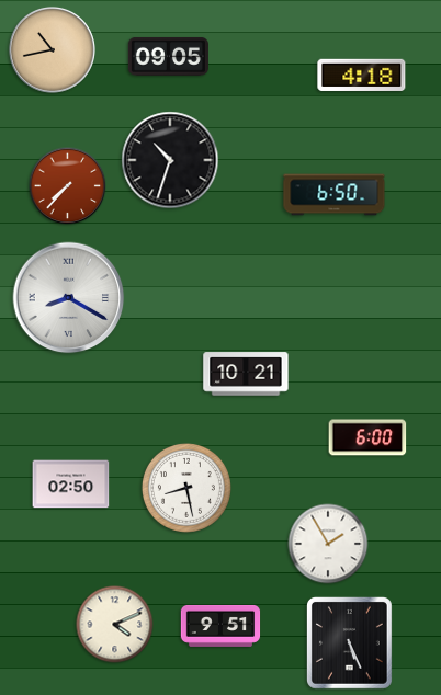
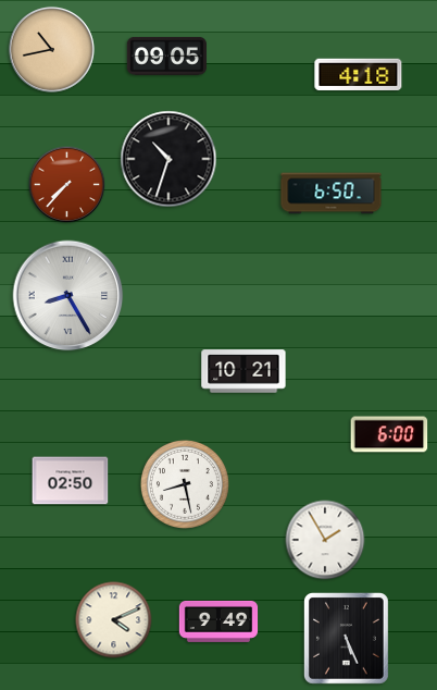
clock at (69, 298): 8:20 -> 8:25
clock at (367, 437) position: (367, 437) -> (389, 434)
clock at (220, 626): 9:51 -> 9:49
